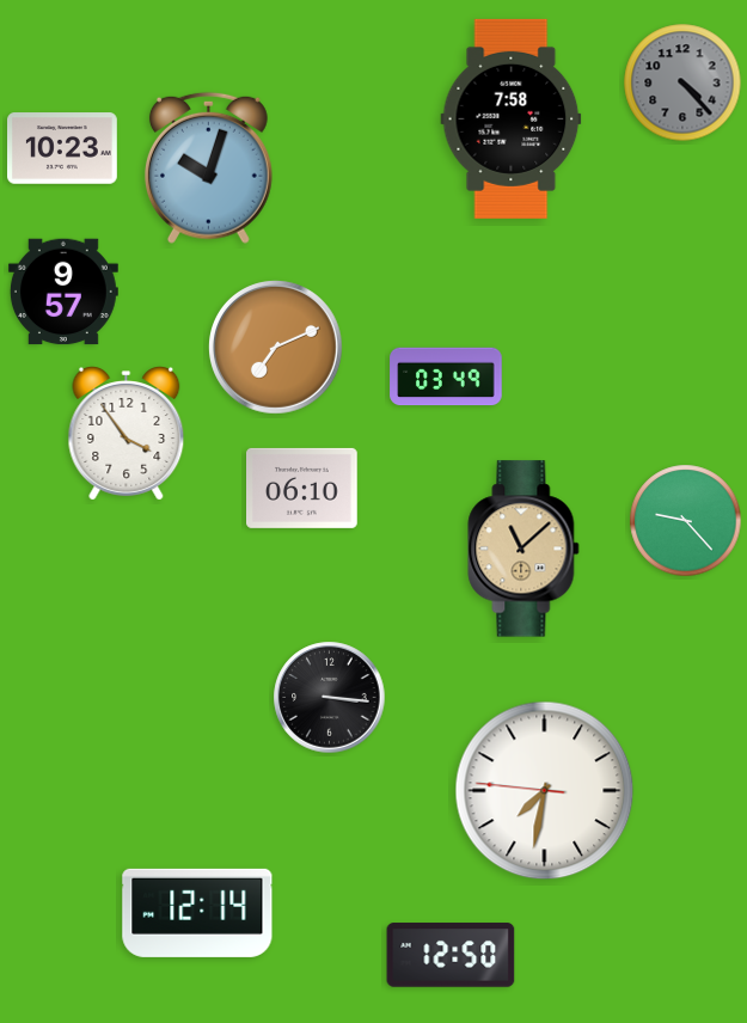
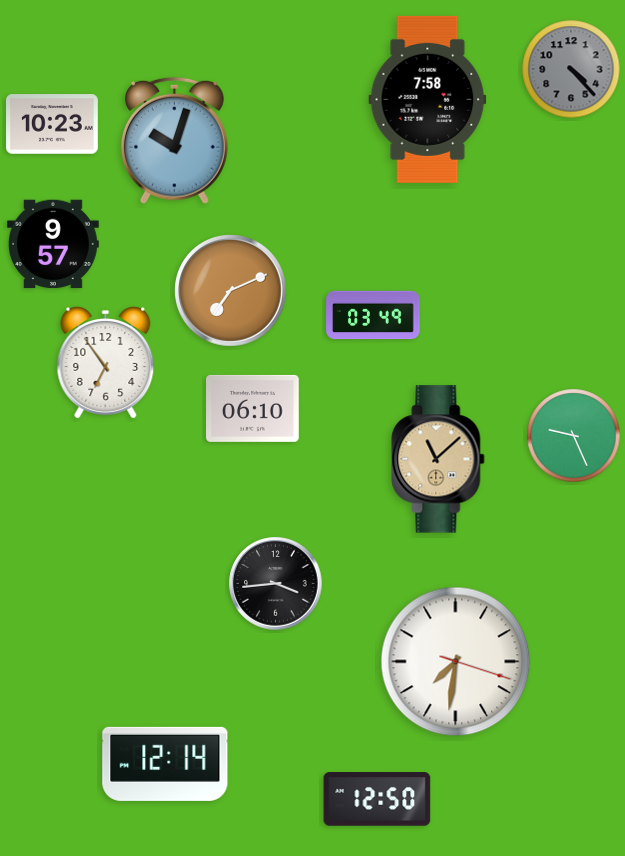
clock at (127, 434): 3:54 -> 6:54
clock at (686, 521): 9:23 -> 9:26
clock at (330, 698): 3:16 -> 3:44
clock at (545, 791): 7:31:46 -> 7:31:18
